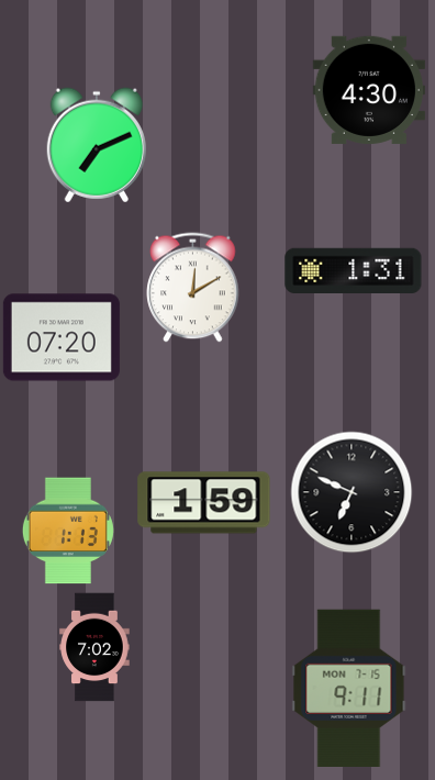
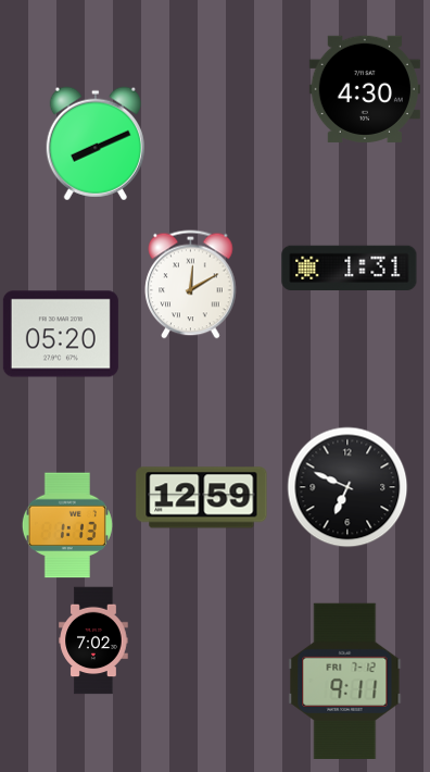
clock at (97, 145): 7:11 -> 8:11
clock at (62, 337): 07:20 -> 05:20
clock at (204, 503): 1:59 -> 12:59
clock at (349, 688) date: MON 7-15 -> FRI 7-12
